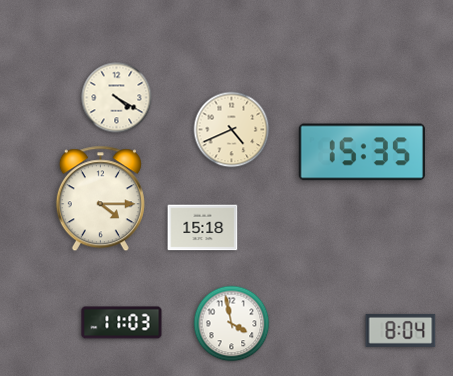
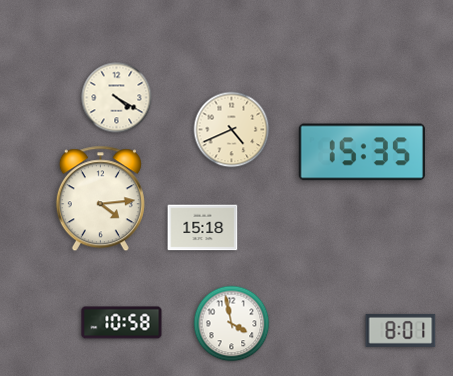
clock at (100, 199): 4:15 -> 4:14
clock at (122, 323): 11:03 -> 10:58
clock at (401, 330): 8:04 -> 8:01
